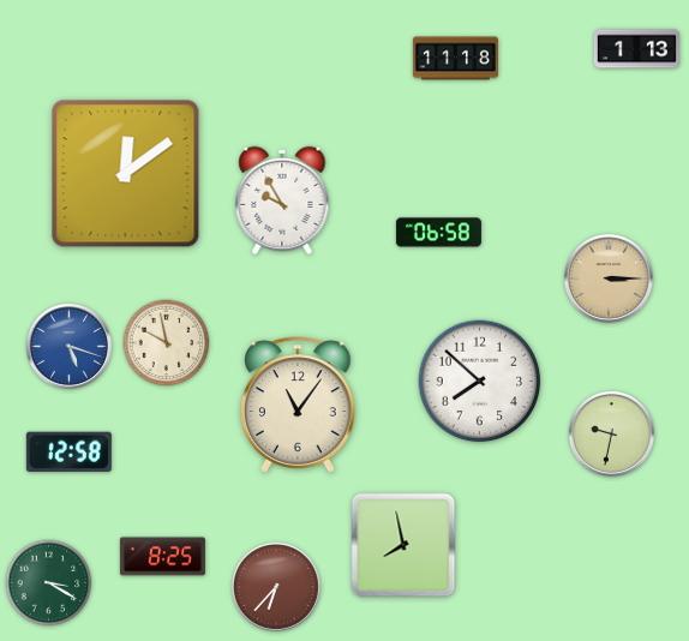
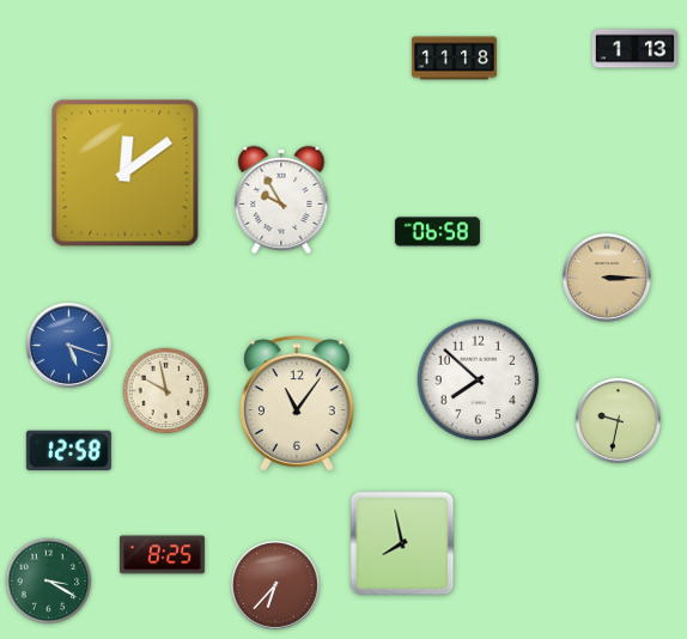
clock at (167, 343) position: (167, 343) -> (166, 391)
clock at (611, 433) position: (611, 433) -> (618, 420)
